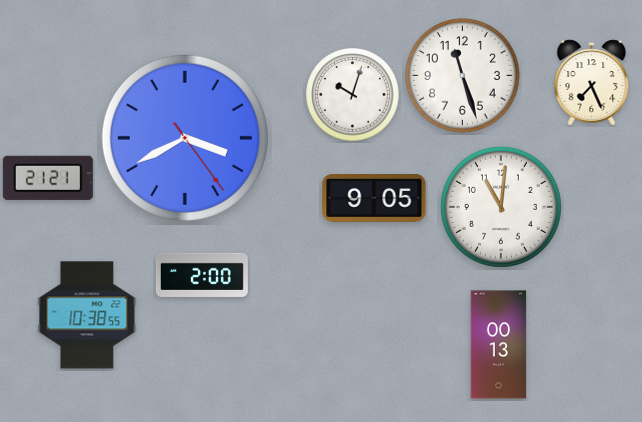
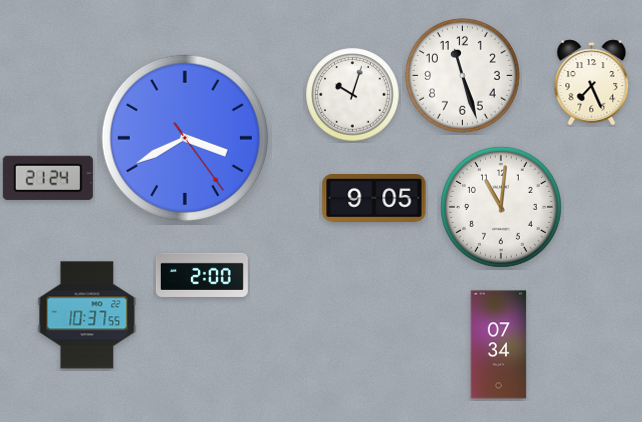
clock at (48, 178): 21:21 -> 21:24
clock at (87, 315): 10:38 -> 10:37
clock at (499, 345): 00:13 -> 07:34
